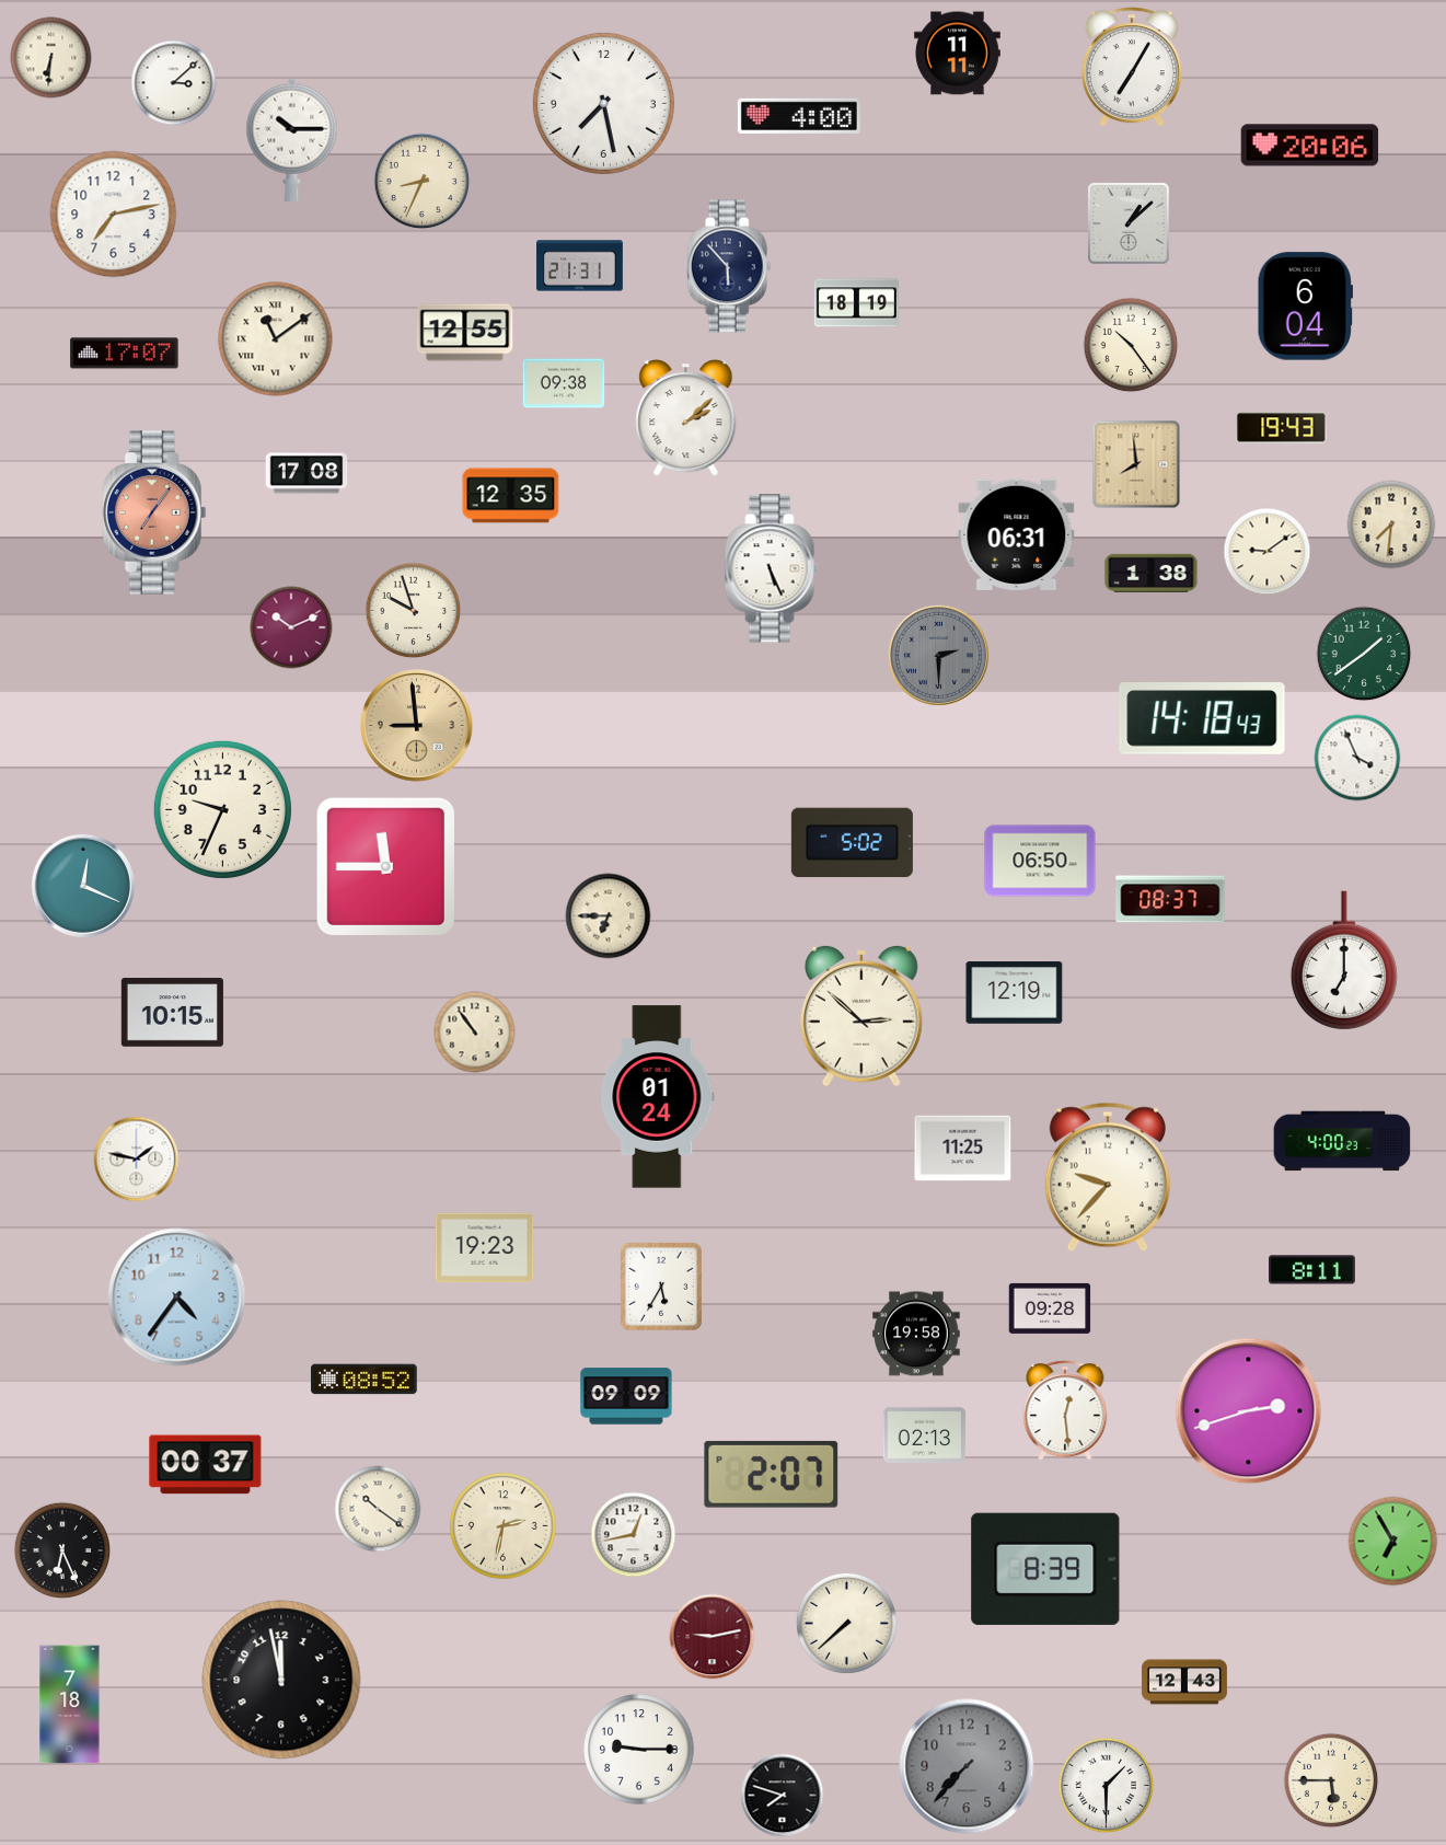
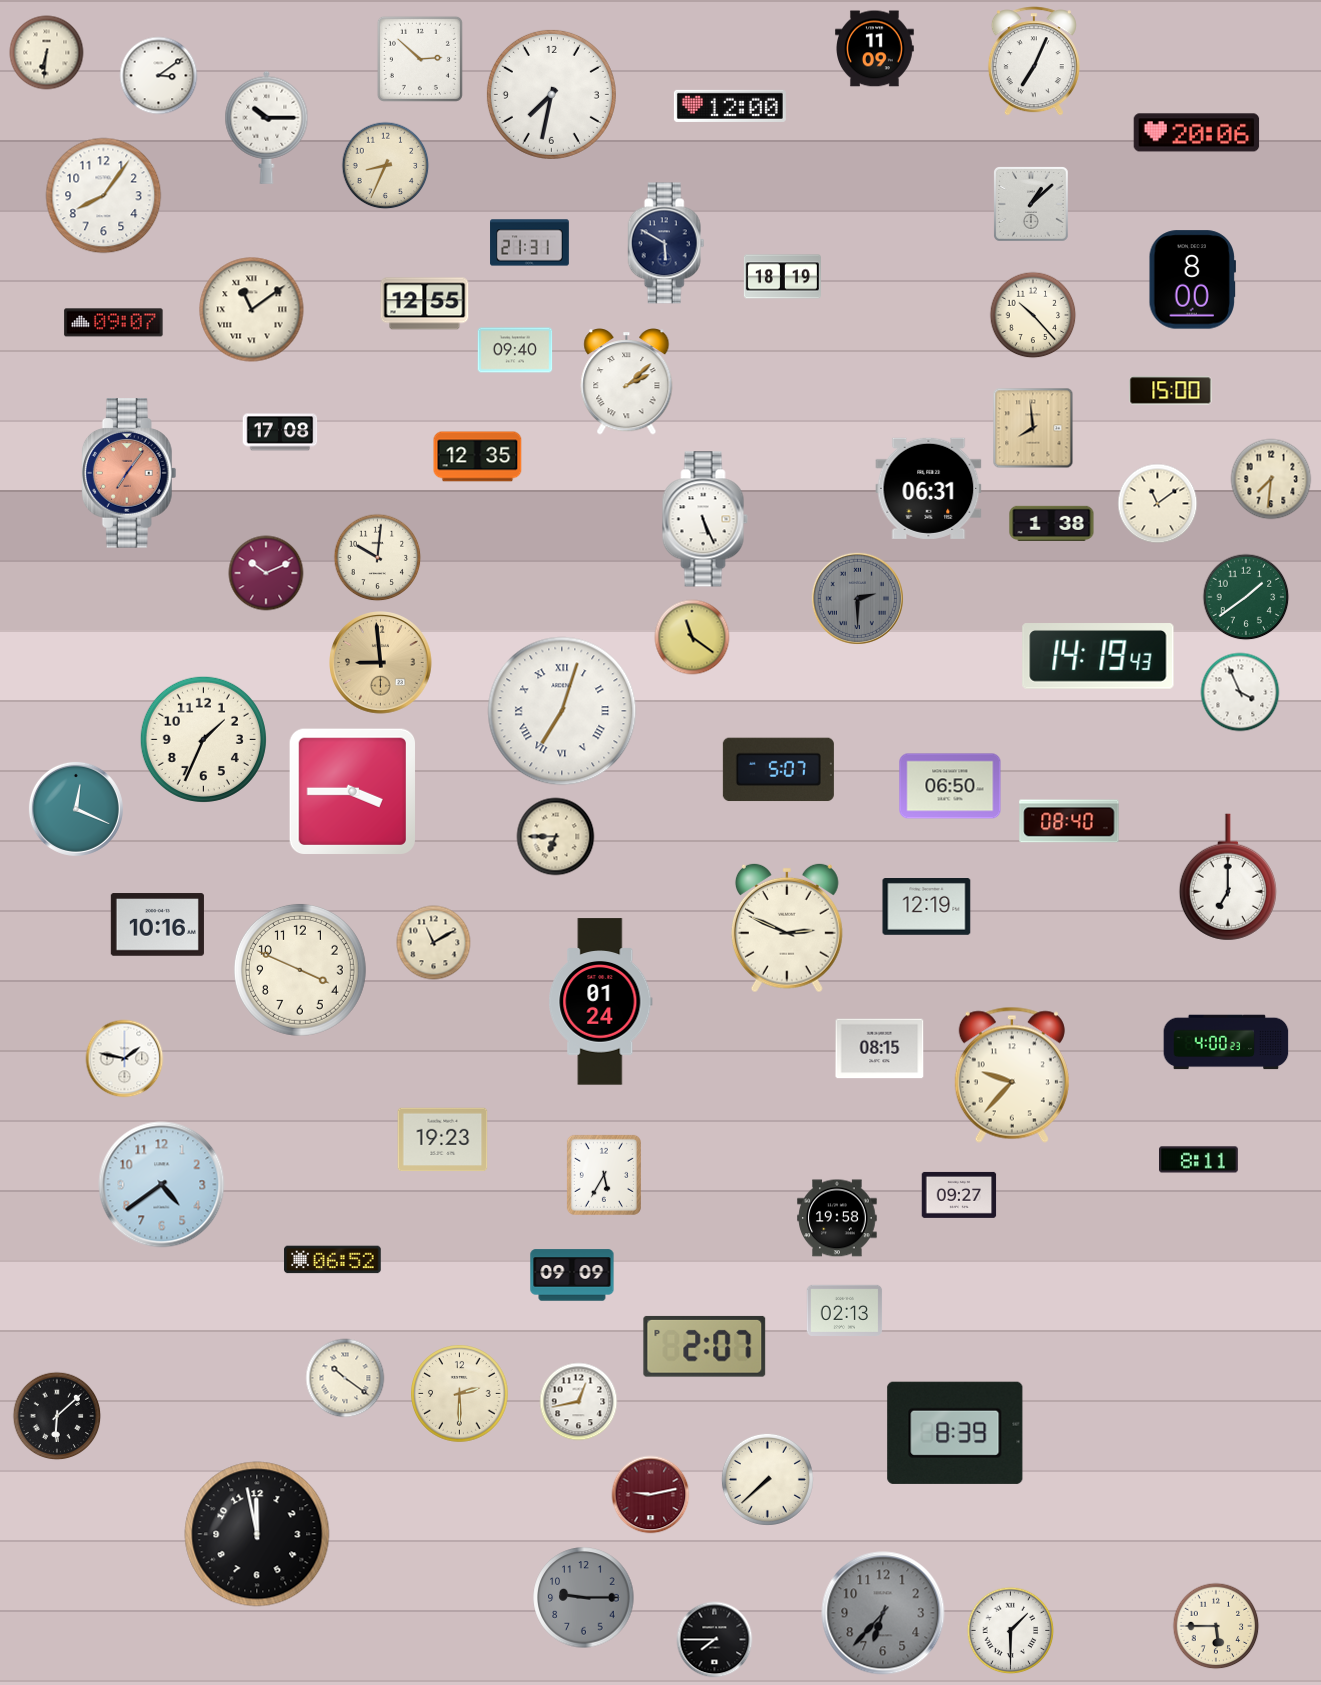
clock at (958, 54): 11:11 -> 11:09
clock at (420, 59): none -> 2:52
clock at (1132, 67): 7:05 -> 7:04
clock at (174, 83): 3:08 -> 3:09
clock at (603, 103): 7:28 -> 7:32
clock at (799, 116): 4:00 -> 12:00
clock at (114, 215): 7:13 -> 8:06
clock at (729, 266): 5:53 -> 5:50
clock at (1305, 307): 6:04 -> 8:00
clock at (1131, 345): 10:24 -> 10:23
clock at (125, 354): 17:07 -> 09:07
clock at (564, 383): 09:38 -> 09:40
clock at (1282, 428): 19:43 -> 15:00
clock at (1136, 464) position: (1136, 464) -> (1033, 428)
clock at (511, 496) position: (511, 496) -> (478, 457)
clock at (154, 512) position: (154, 512) -> (129, 473)
clock at (1268, 552): 9:09 -> 11:09
clock at (414, 611): 9:57 -> 10:01
clock at (692, 637): none -> 11:21
clock at (1202, 718): 14:18 -> 14:19
clock at (562, 711): none -> 7:03
clock at (222, 809): 9:34 -> 1:34
clock at (852, 843): 5:02 -> 5:07
clock at (385, 866): 11:45 -> 3:45
clock at (1170, 899): 08:37 -> 08:40
clock at (172, 1013): 10:15 -> 10:16
clock at (861, 1016): 2:52 -> 2:49
clock at (475, 1033): 10:54 -> 11:10
clock at (300, 970): none -> 3:49
clock at (963, 1149): 11:25 -> 08:15
clock at (177, 1298): 4:36 -> 4:39
clock at (1050, 1308): 09:28 -> 09:27
clock at (365, 1380): 08:52 -> 06:52
clock at (1065, 1410): 12:29 -> none
clock at (1249, 1411): 2:42 -> none
clock at (206, 1465): 00:37 -> none
clock at (504, 1526): 2:32 -> 2:30
clock at (1393, 1542): 6:55 -> none
clock at (62, 1550): 6:26 -> 6:08
clock at (846, 1623) position: (846, 1623) -> (767, 1479)
clock at (1184, 1682): 12:43 -> none
clock at (70, 1705): 7:18 -> none
clock at (639, 1750) dial: white -> grey
clock at (967, 1766): 7:37 -> 6:37
clock at (783, 1796): 7:48 -> 7:45
